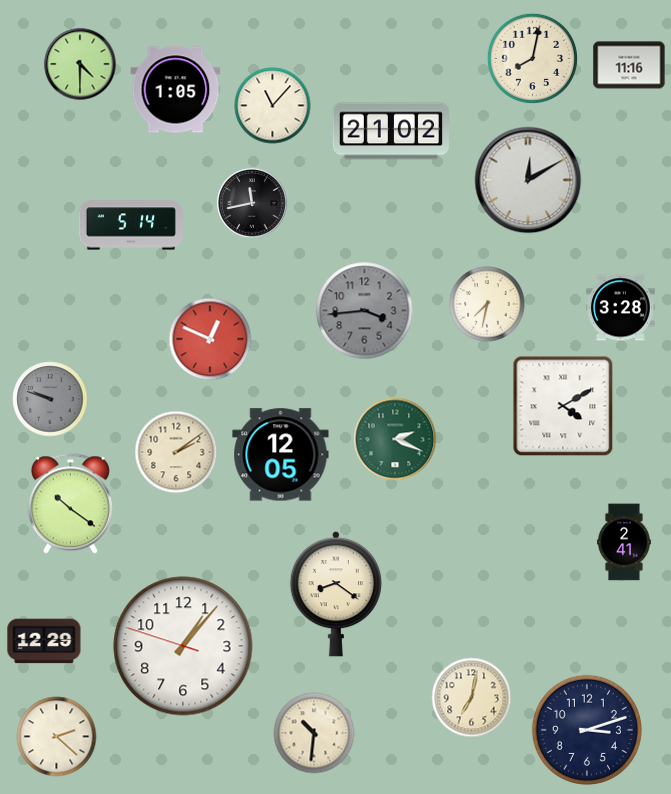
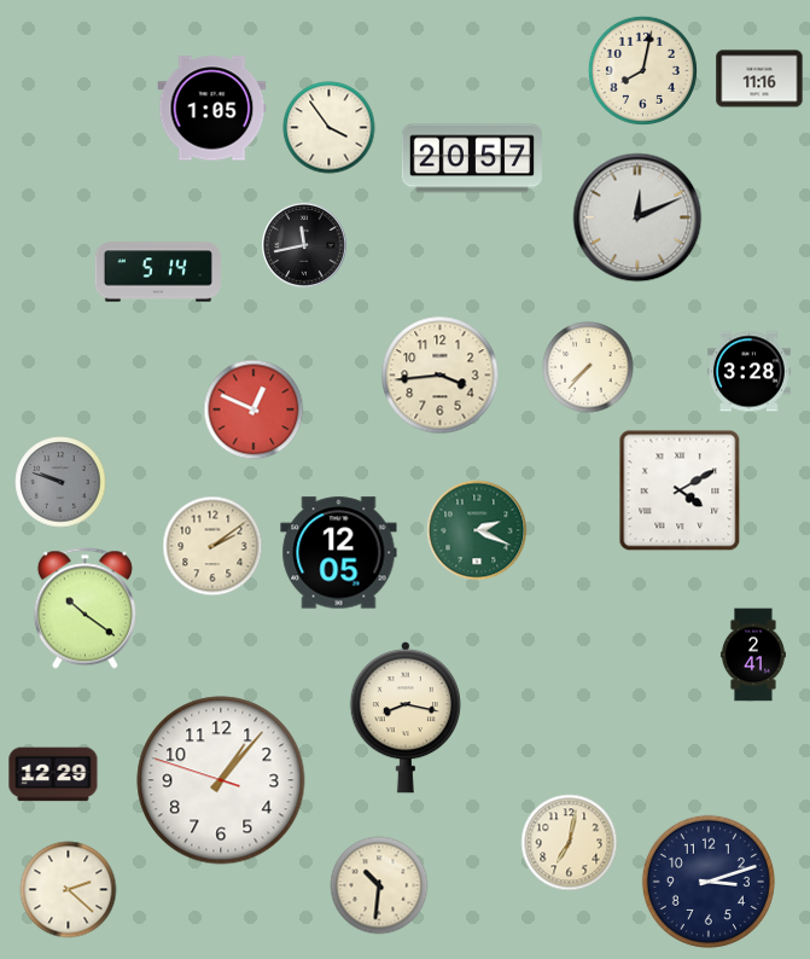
clock at (80, 64): 4:30 -> none
clock at (273, 106): 11:07 -> 3:54
clock at (390, 131): 21:02 -> 20:57
clock at (528, 180): 12:10 -> 12:11
clock at (487, 304): 7:32 -> 7:37
clock at (365, 311) dial: grey -> cream
clock at (281, 455) position: (281, 455) -> (339, 553)
clock at (336, 595): 8:21 -> 8:17
